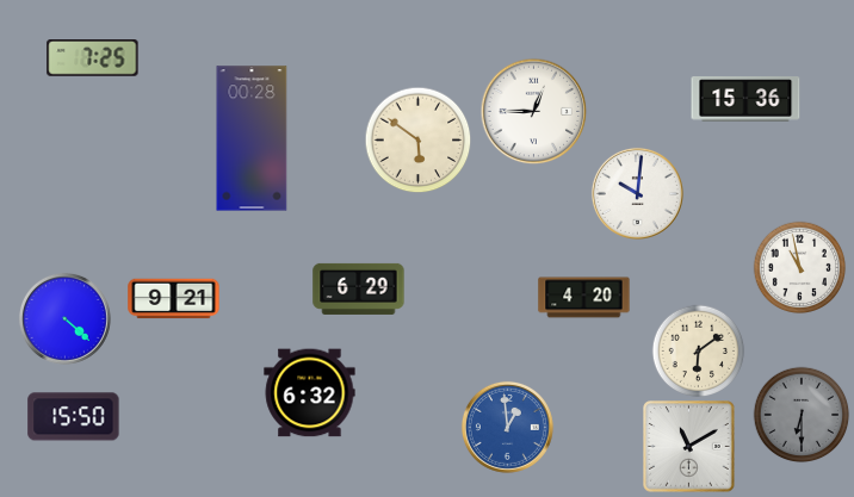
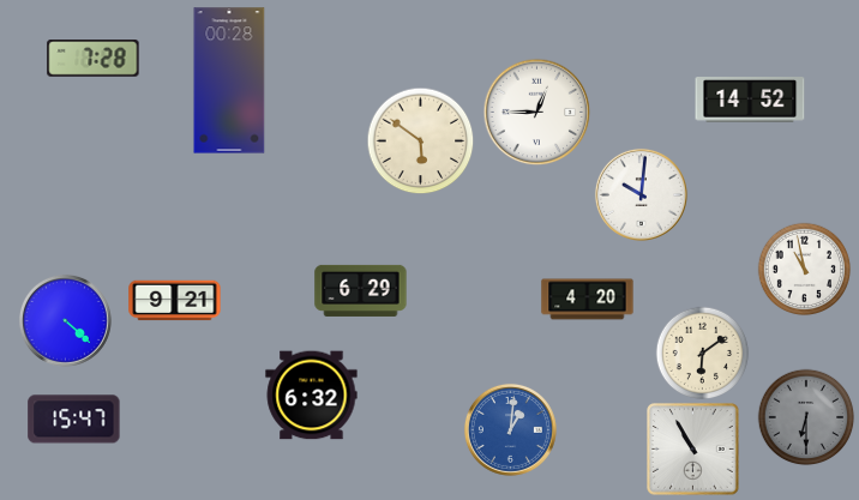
clock at (93, 58): 7:25 -> 7:28
clock at (745, 100): 15:36 -> 14:52
clock at (252, 138) position: (252, 138) -> (229, 80)
clock at (74, 417): 15:50 -> 15:47
clock at (507, 427): 12:59 -> 1:01
clock at (689, 447): 11:10 -> 10:55
